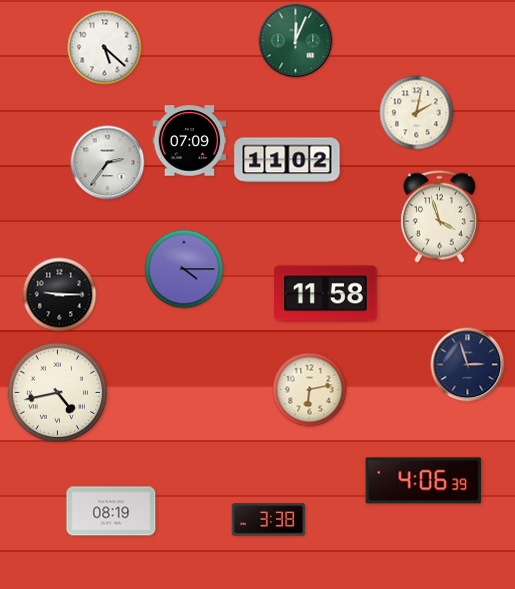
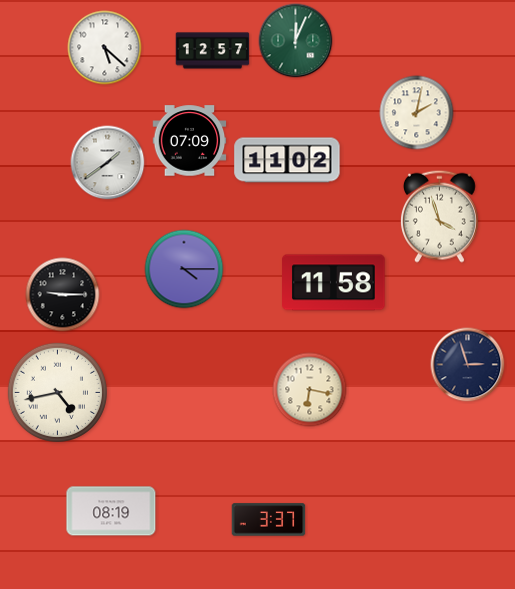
clock at (213, 51): none -> 12:57
clock at (108, 163): 2:36 -> 1:39
clock at (326, 294) position: (326, 294) -> (334, 283)
clock at (60, 295) position: (60, 295) -> (63, 295)
clock at (310, 390): 6:13 -> 6:17
clock at (424, 481): 4:06 -> none
clock at (269, 520): 3:38 -> 3:37
